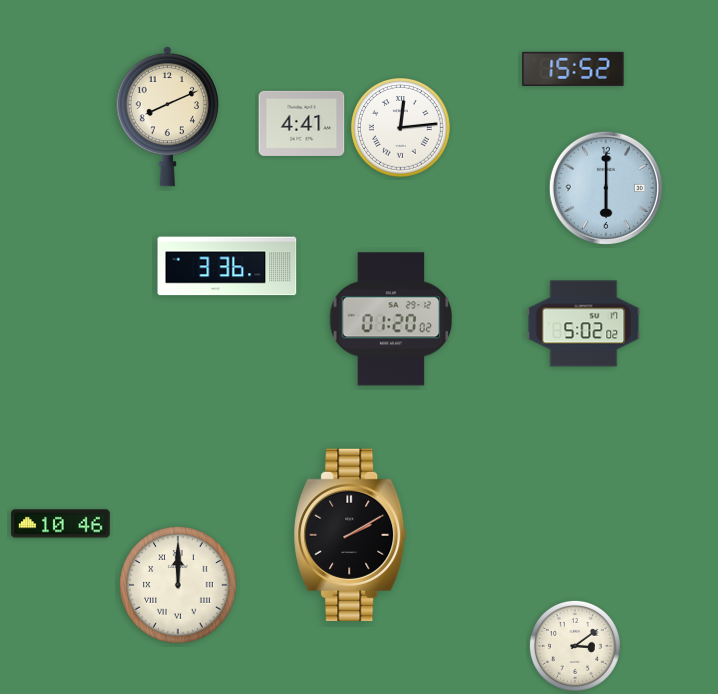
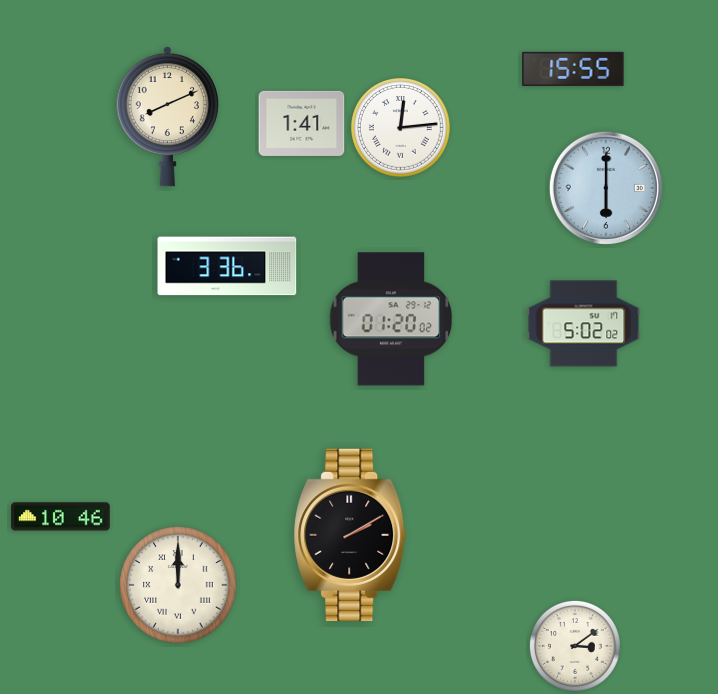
clock at (573, 69): 15:52 -> 15:55
clock at (302, 123): 4:41 -> 1:41
clock at (61, 524) position: (61, 524) -> (61, 517)
